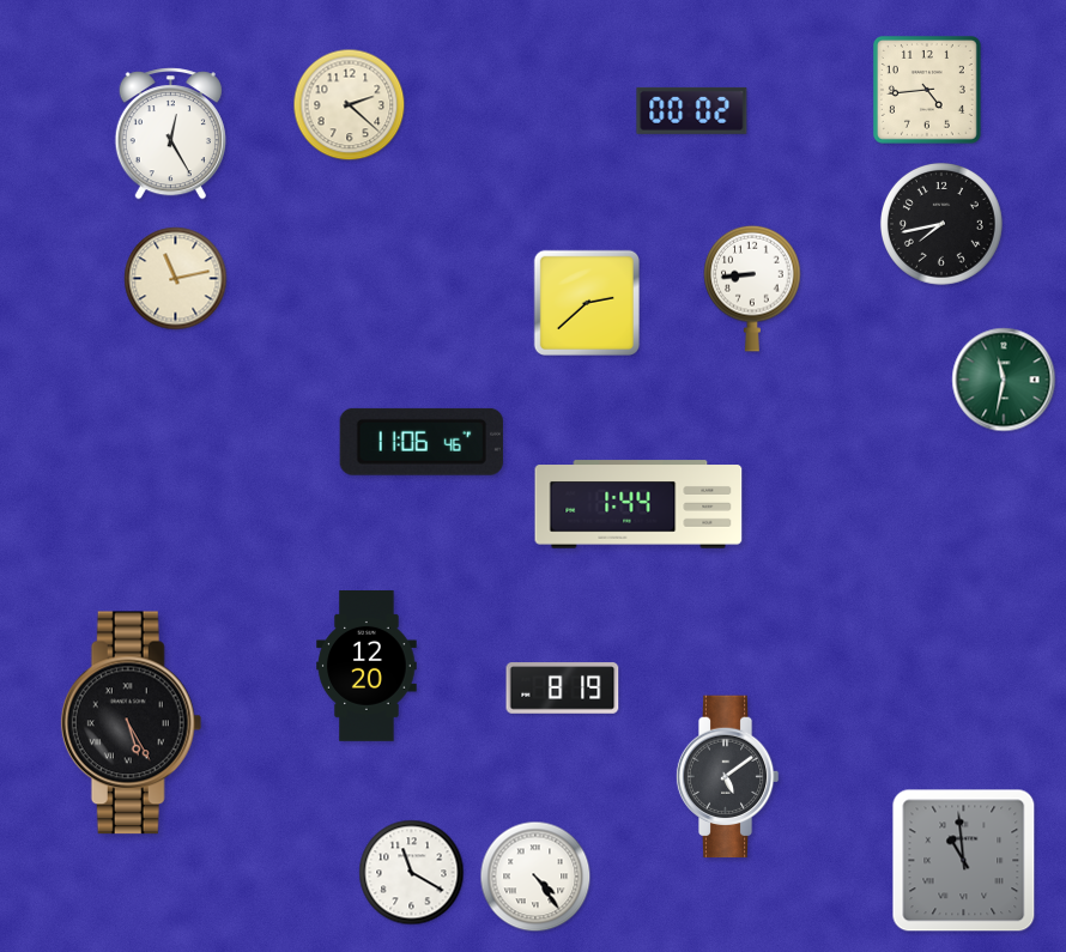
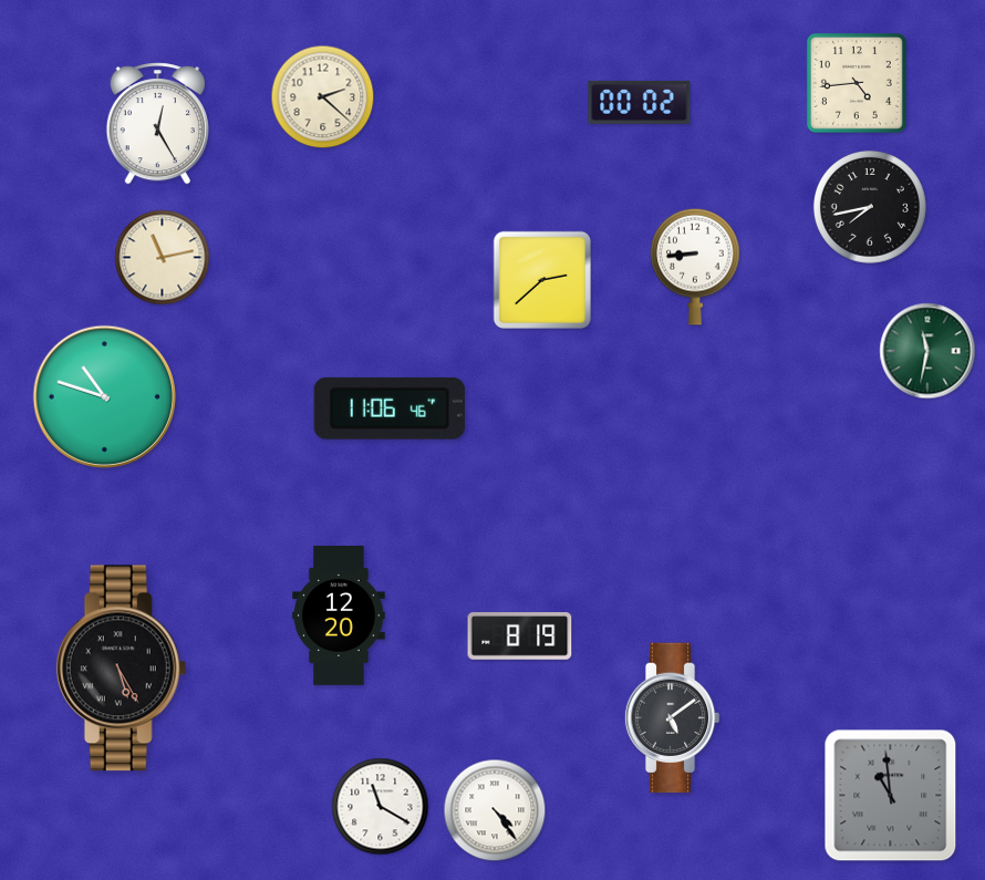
clock at (104, 396): none -> 10:48
clock at (638, 504): 1:44 -> none
